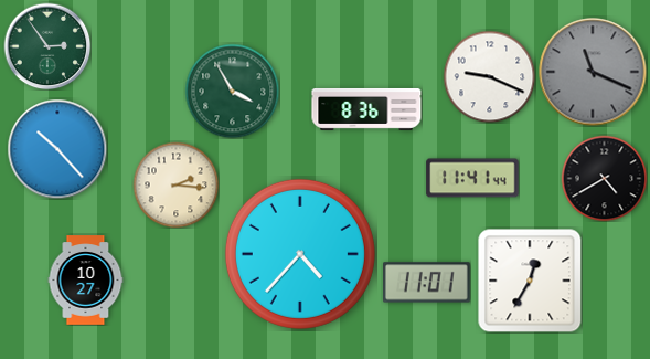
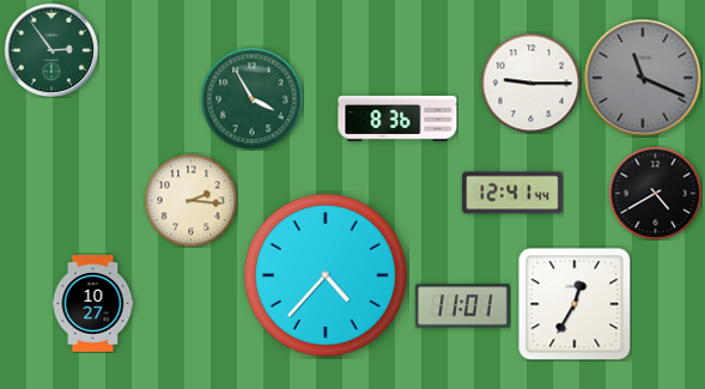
clock at (489, 76): 9:19 -> 9:15
clock at (57, 149): 10:23 -> none
clock at (472, 178): 11:41 -> 12:41
